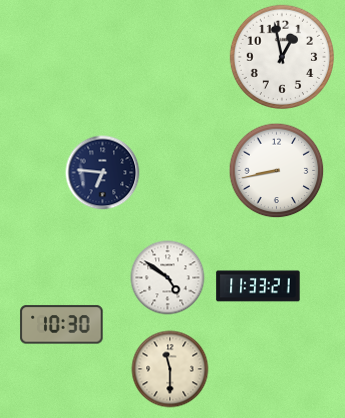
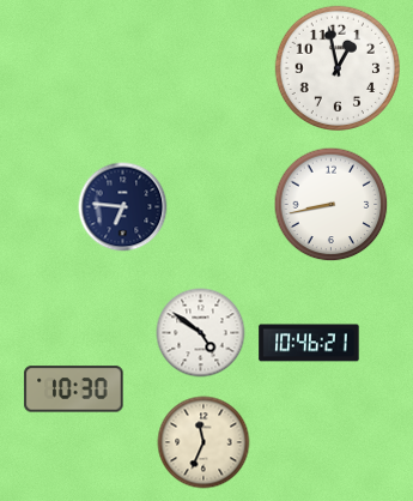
clock at (258, 286): 11:33 -> 10:46
clock at (170, 369): 11:30 -> 11:34
